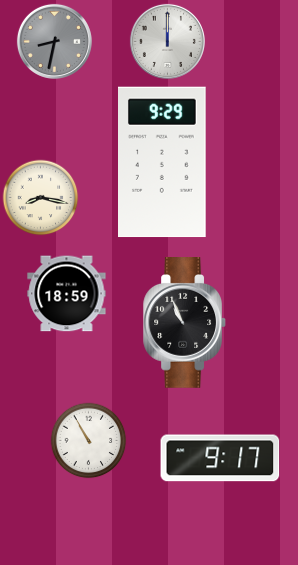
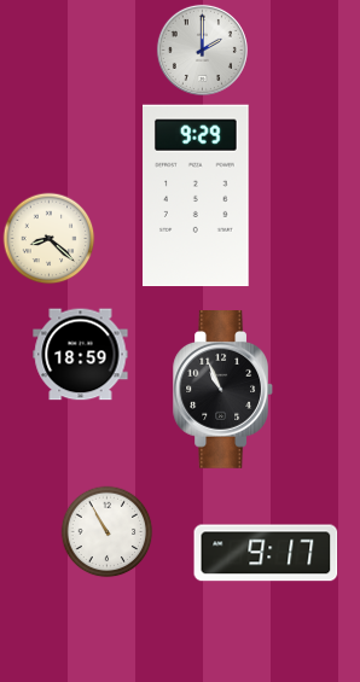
clock at (54, 41): 8:32 -> none
clock at (167, 41): 12:00 -> 2:00
clock at (41, 198): 8:17 -> 8:22
